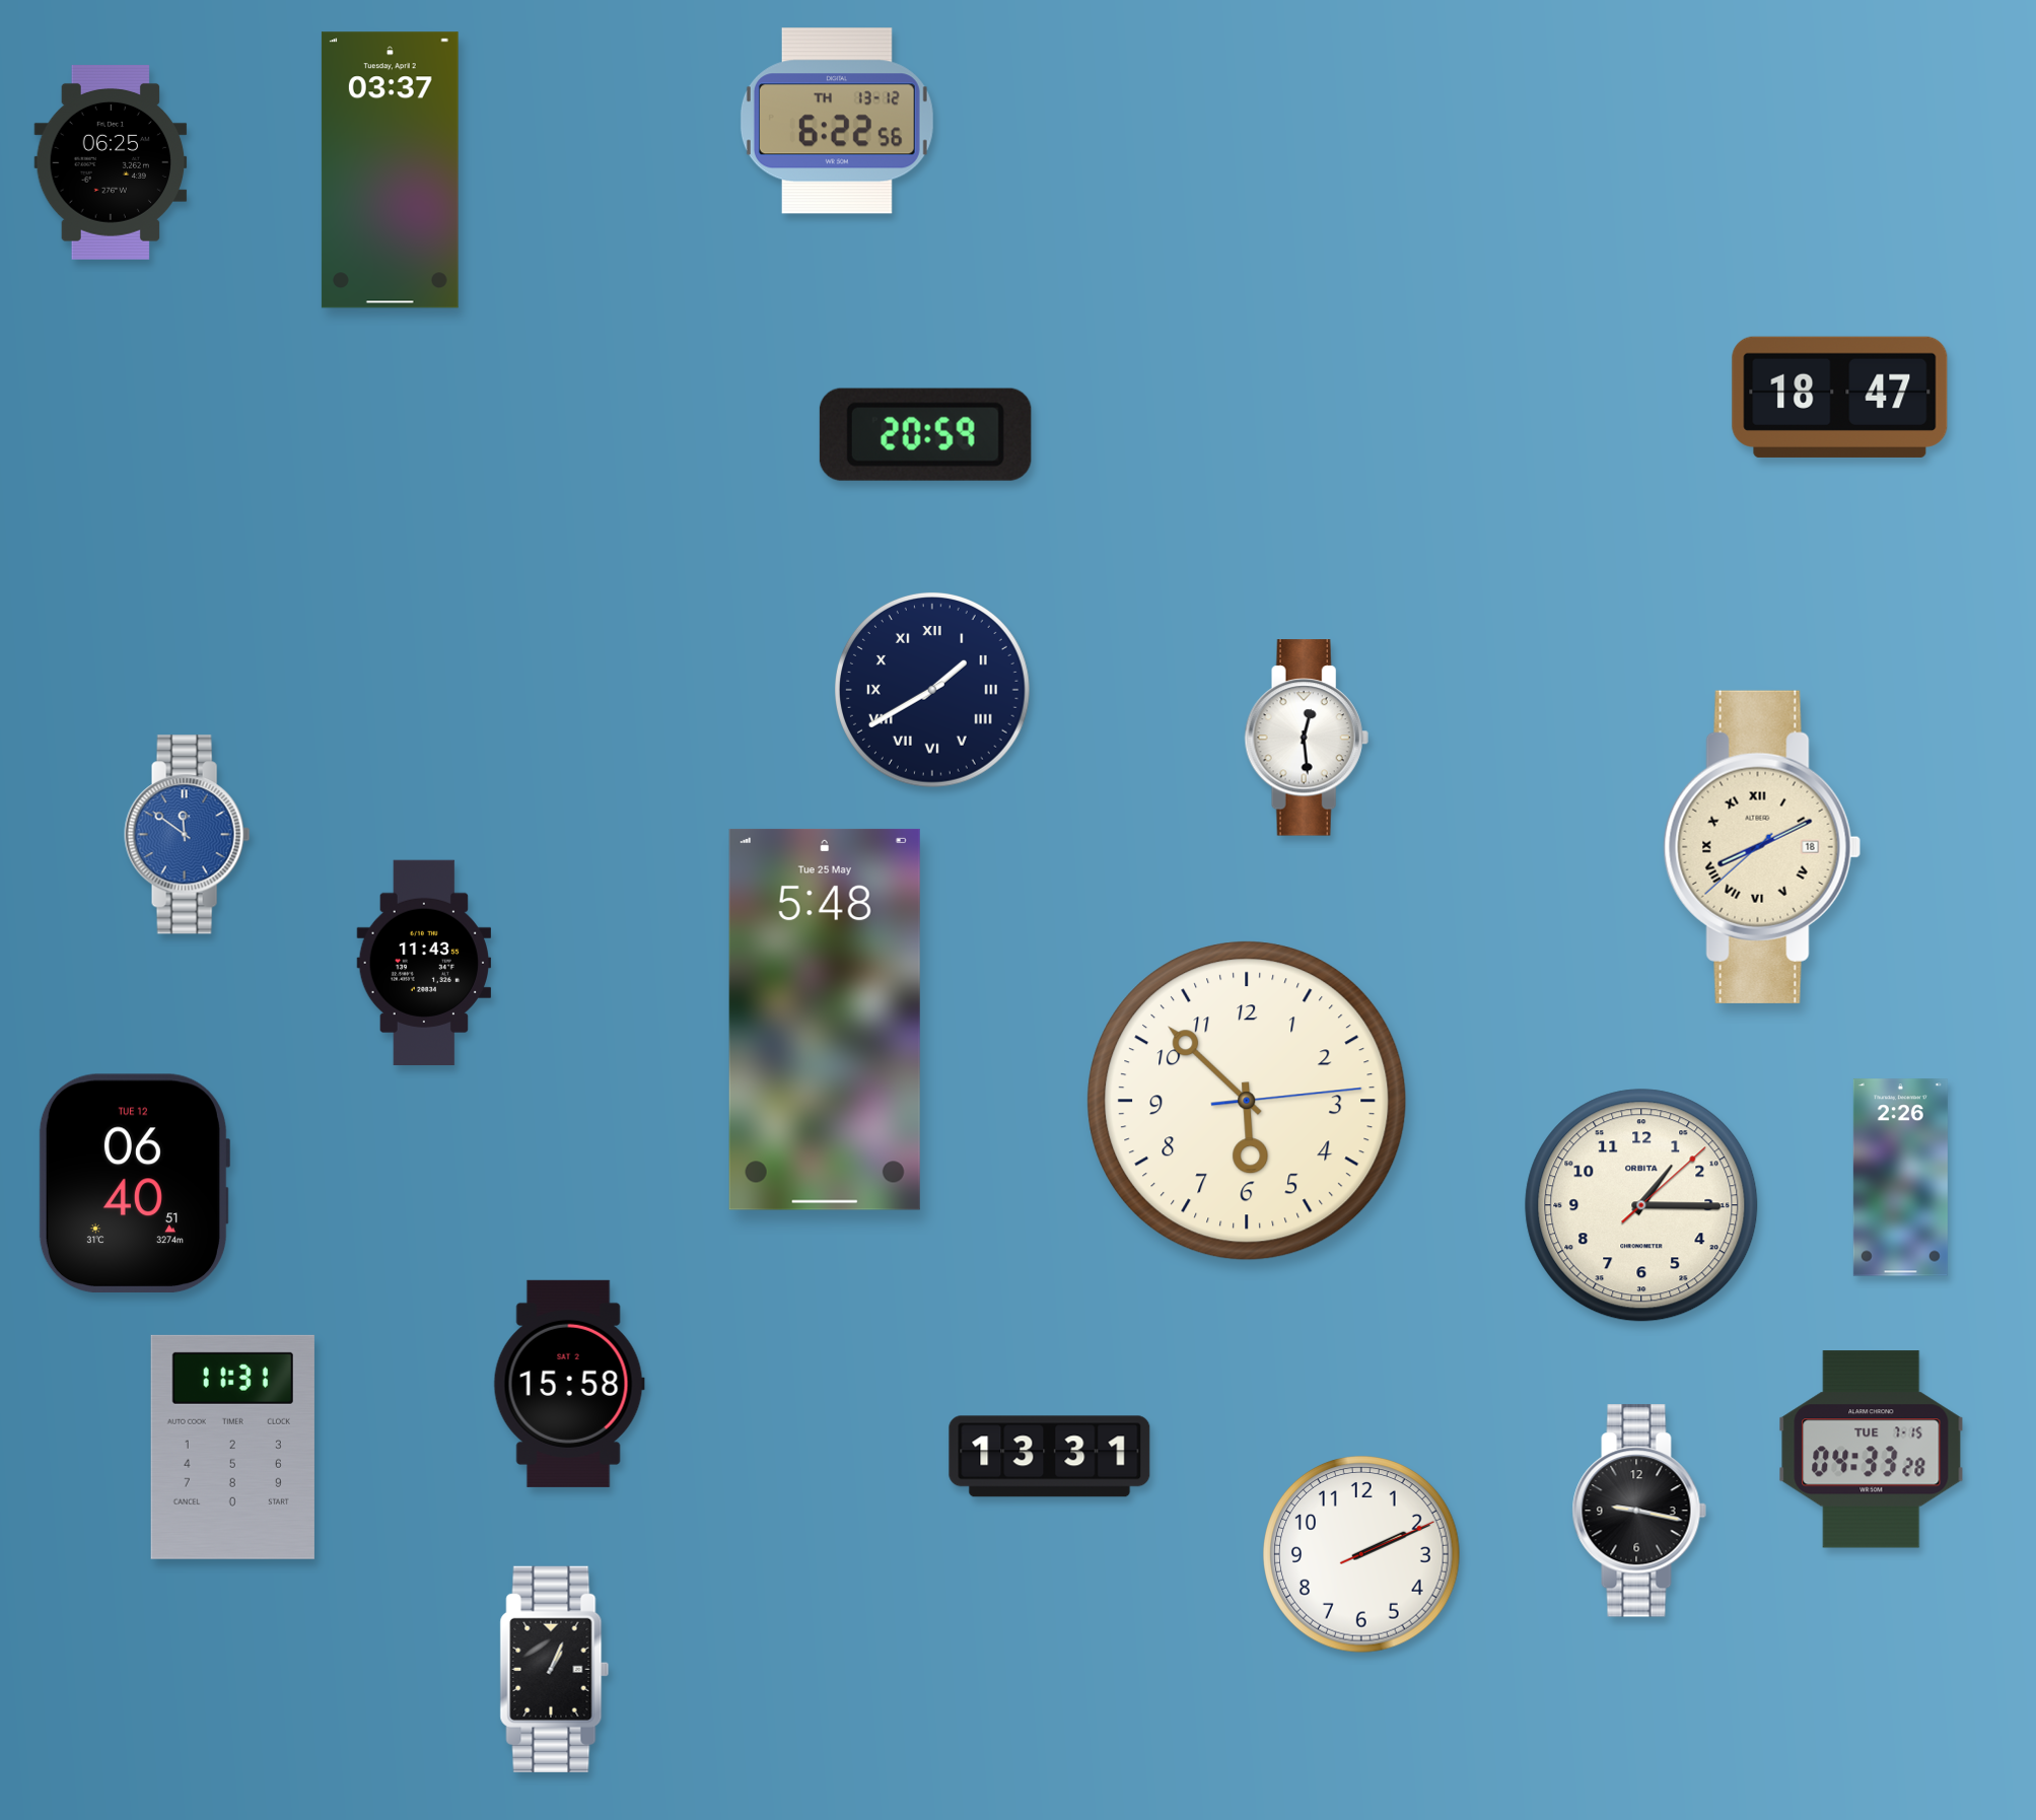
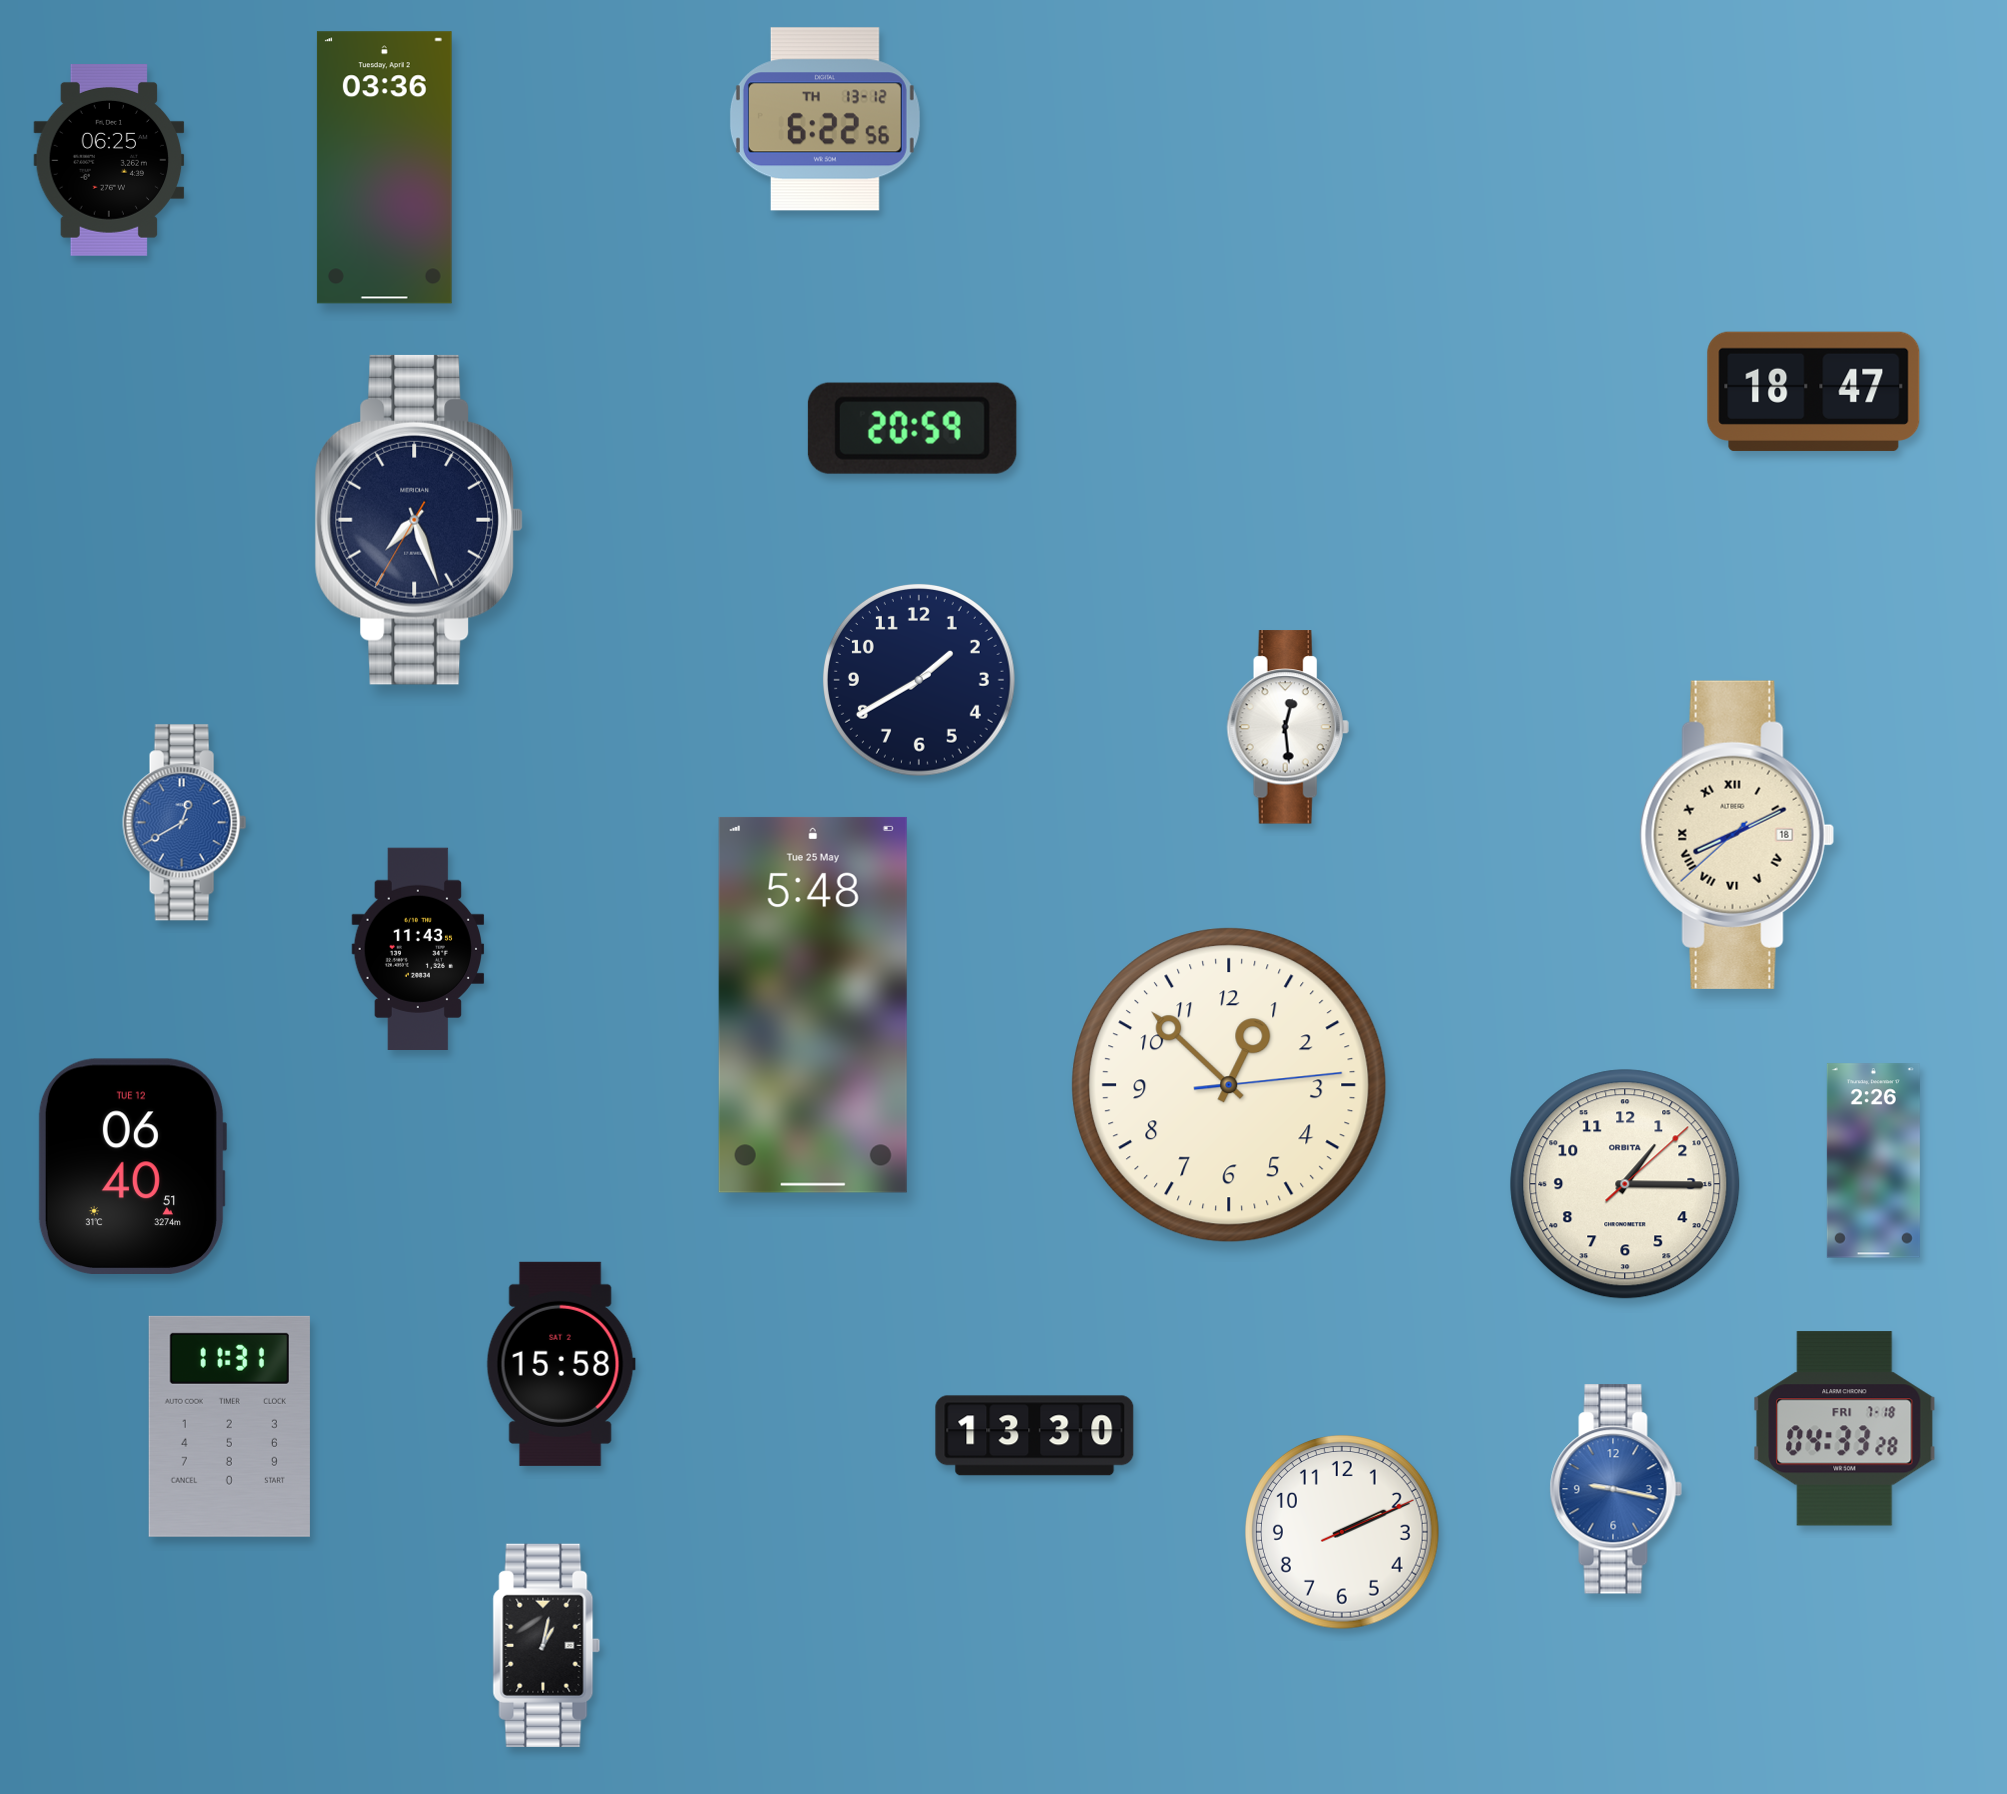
clock at (390, 170): 03:37 -> 03:36
clock at (419, 520): none -> 7:26
clock at (932, 690) numerals: Roman -> Arabic
clock at (188, 835): 11:51 -> 12:40
clock at (1247, 1101): 5:52 -> 12:52
clock at (1641, 1205) position: (1641, 1205) -> (1625, 1184)
clock at (1872, 1450) date: TUE 7-15 -> FRI 7-18
clock at (1050, 1457): 13:31 -> 13:30
clock at (1639, 1511) dial: black -> blue
clock at (555, 1669): 1:04 -> 1:02
